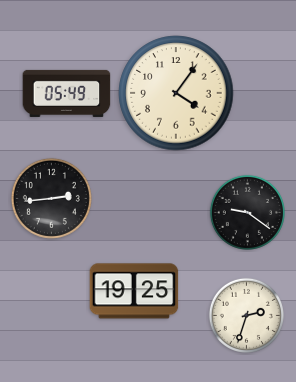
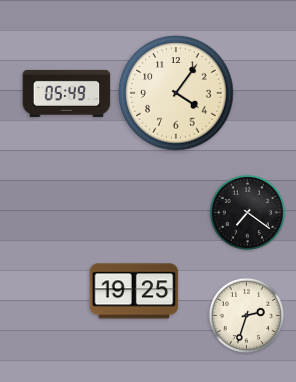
clock at (51, 198): 2:44 -> none
clock at (247, 212): 9:21 -> 7:21
